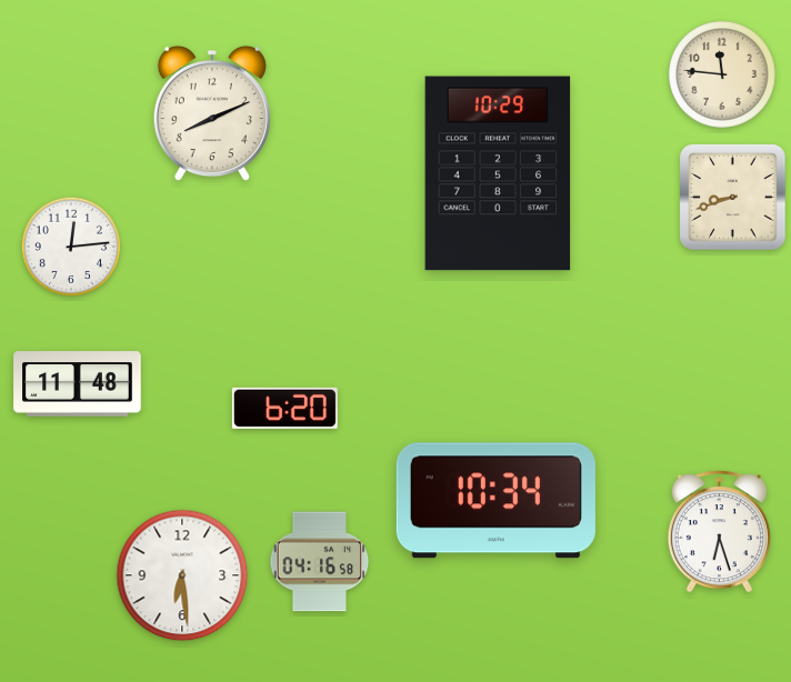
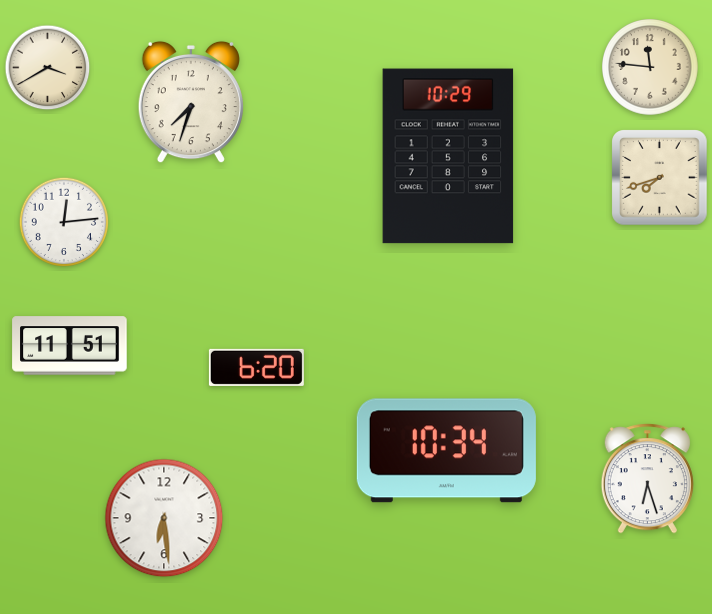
clock at (48, 68): none -> 3:40
clock at (212, 113): 8:11 -> 7:33
clock at (733, 198): 8:42 -> 7:42
clock at (78, 384): 11:48 -> 11:51
clock at (320, 562): 04:16 -> none
